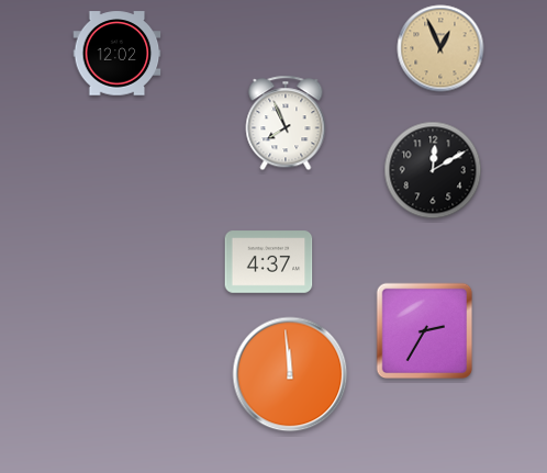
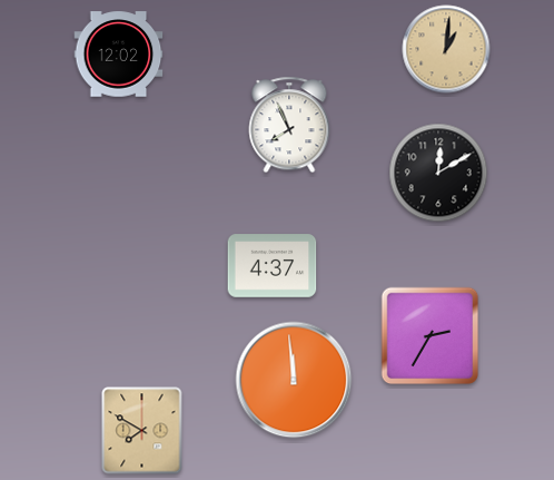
clock at (440, 48): 12:56 -> 1:01
clock at (142, 431): none -> 7:50
